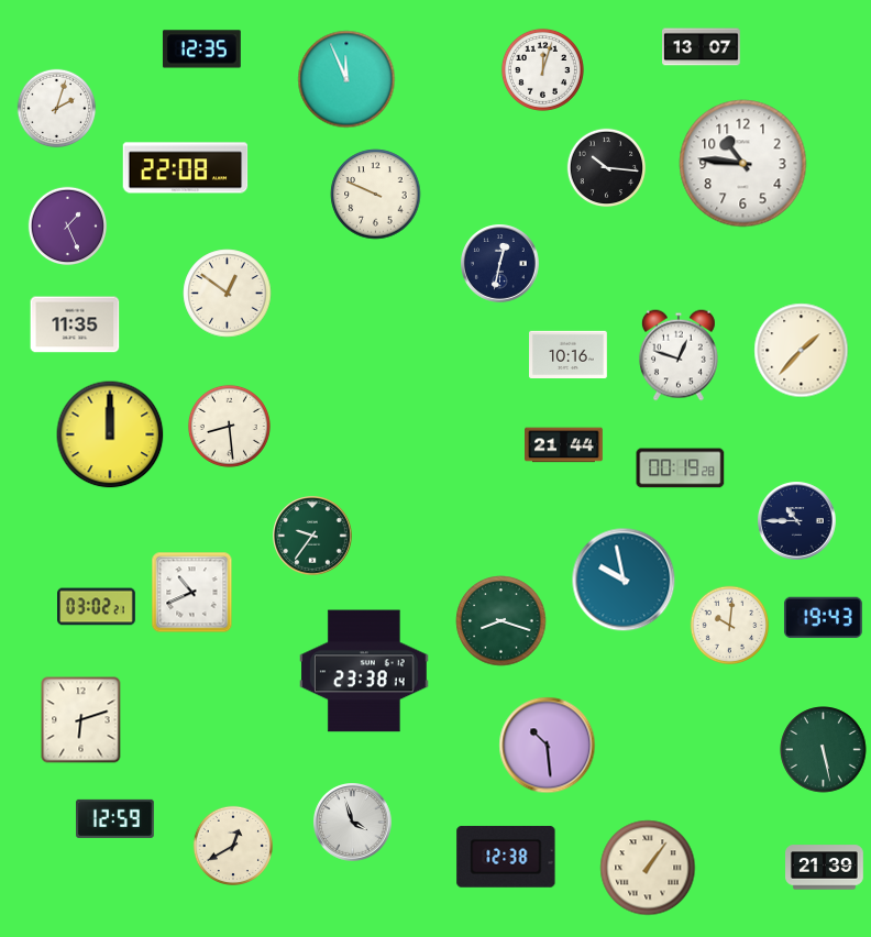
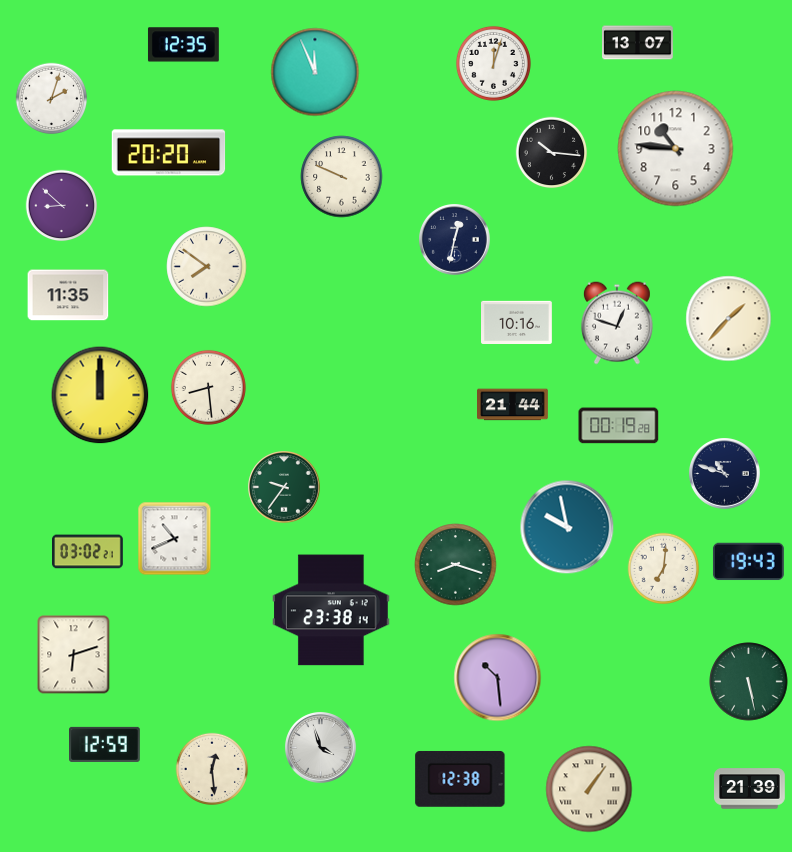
clock at (186, 168): 22:08 -> 20:20
clock at (68, 227): 1:26 -> 8:52
clock at (228, 294): 12:51 -> 7:51
clock at (797, 521): 10:45 -> 10:48
clock at (730, 626): 10:01 -> 7:01
clock at (232, 845): 12:40 -> 12:29
